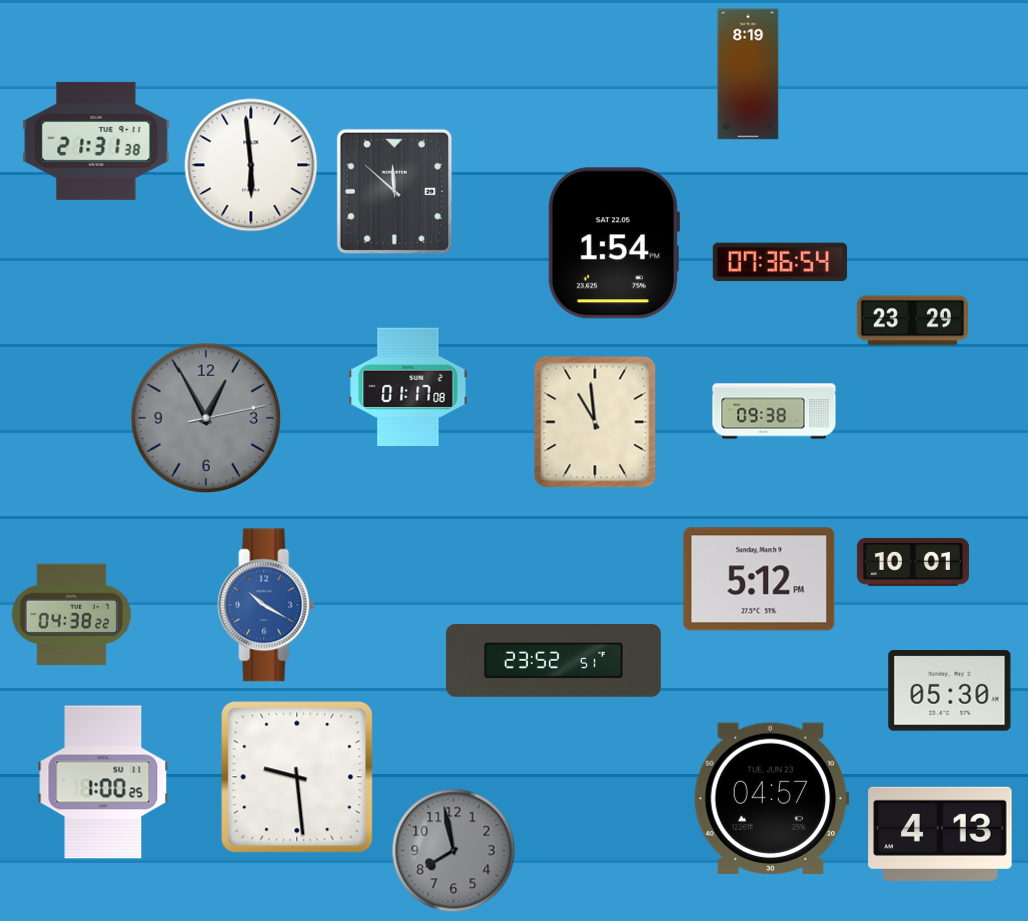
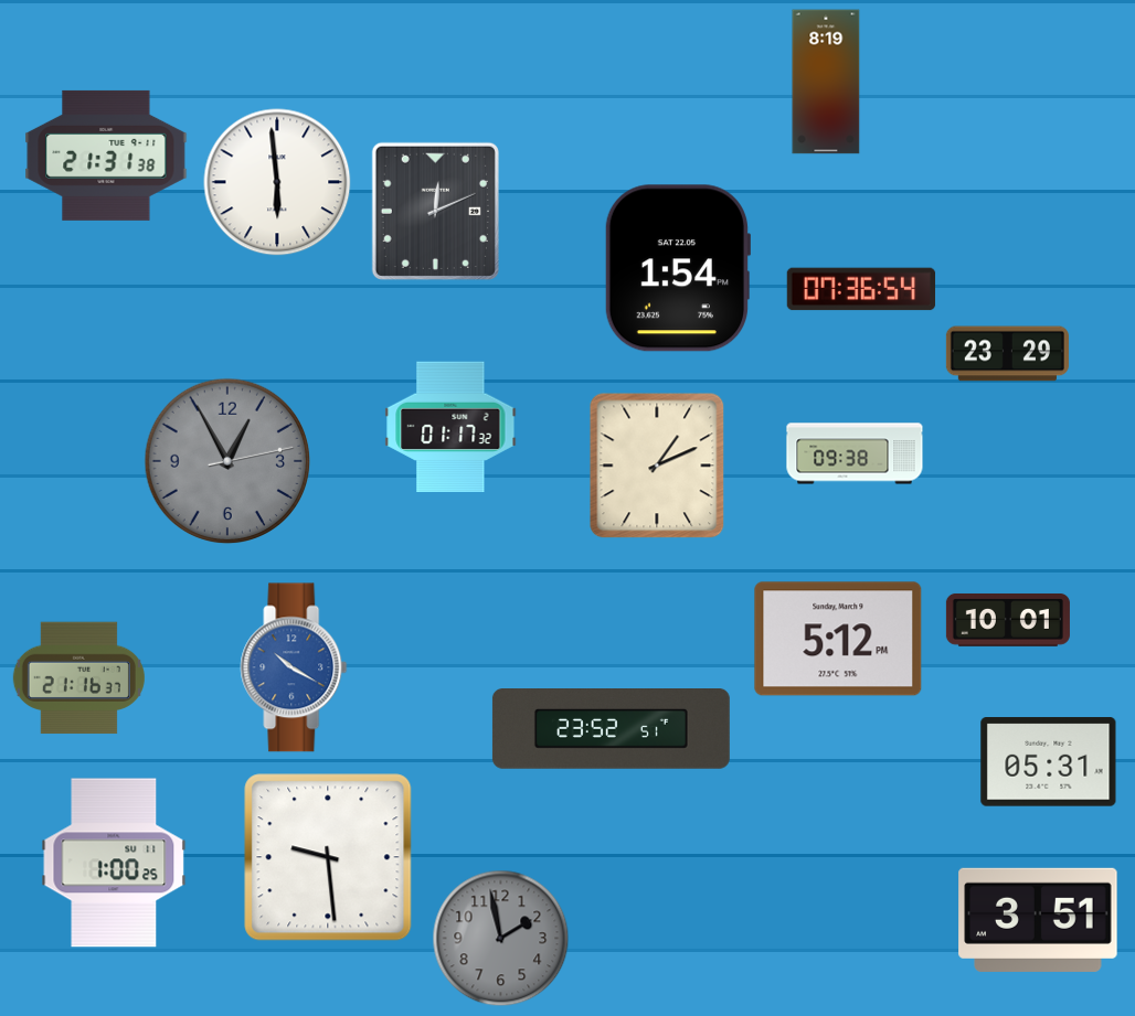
clock at (394, 191): 11:52 -> 12:11
clock at (408, 386): 01:17:08 -> 01:17:32
clock at (595, 422): 10:59 -> 1:11
clock at (71, 615): 04:38 -> 21:16
clock at (950, 691): 05:30 -> 05:31
clock at (771, 798): 04:57 -> none
clock at (940, 834): 4:13 -> 3:51
clock at (454, 851): 7:58 -> 1:58
